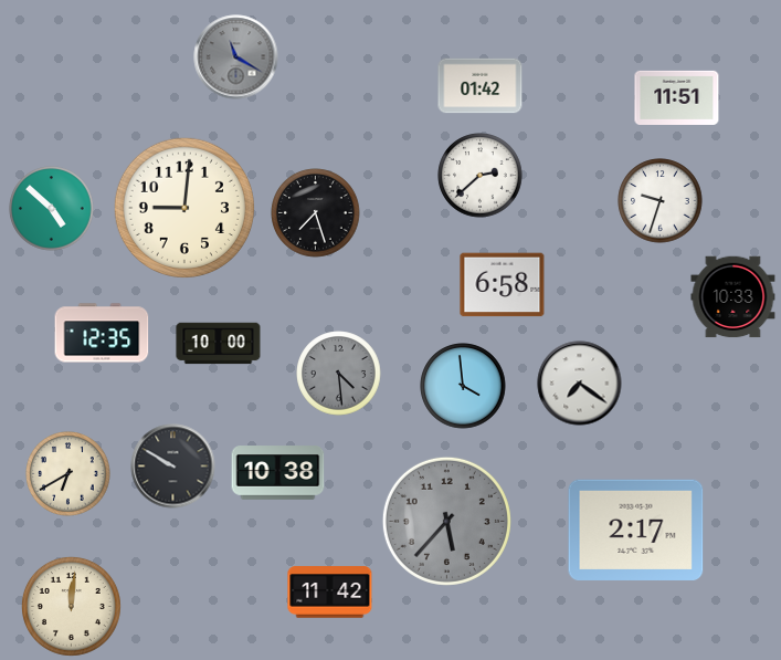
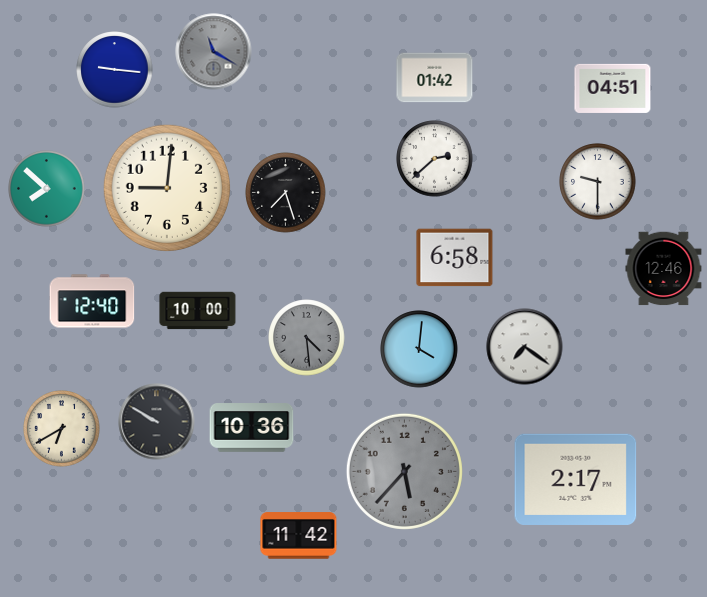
clock at (115, 70): none -> 9:16
clock at (677, 97): 11:51 -> 04:51
clock at (661, 201): 9:33 -> 9:30
clock at (52, 209): 4:52 -> 7:52
clock at (733, 297): 10:33 -> 12:46
clock at (102, 333): 12:35 -> 12:40
clock at (463, 386): 3:59 -> 4:01
clock at (278, 473): 10:38 -> 10:36
clock at (71, 606): 12:01 -> none
